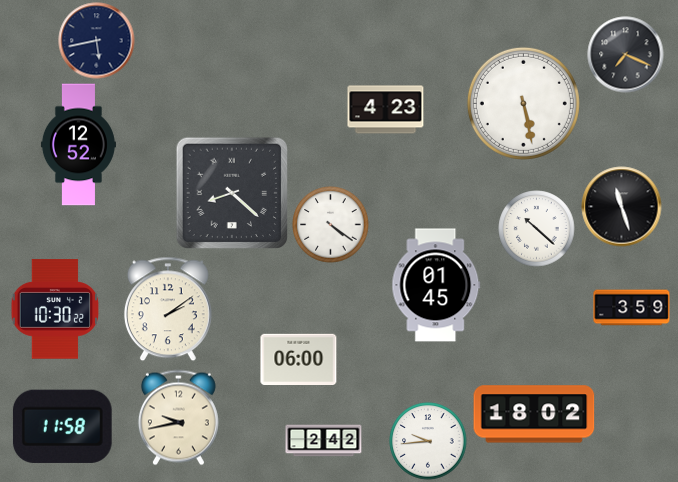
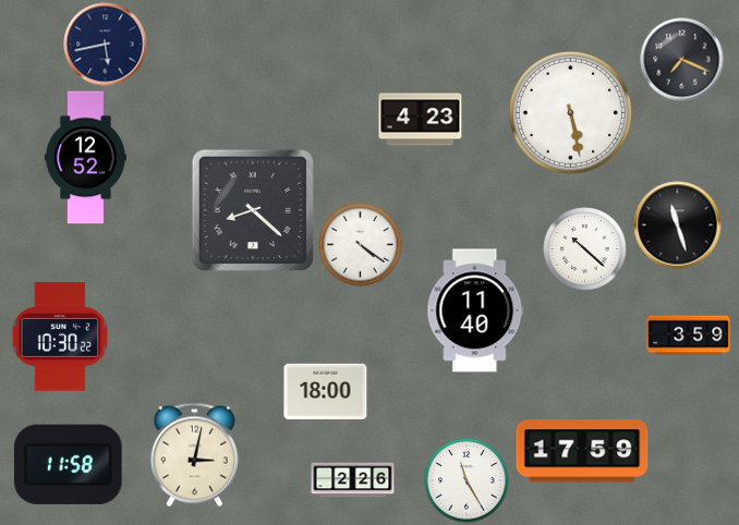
clock at (436, 285): 01:45 -> 11:40
clock at (168, 309): 2:09 -> none
clock at (299, 359): 06:00 -> 18:00
clock at (534, 414): 18:02 -> 17:59
clock at (178, 418): 9:43 -> 3:02
clock at (324, 441): 2:42 -> 2:26
clock at (428, 441): 9:44 -> 11:25
